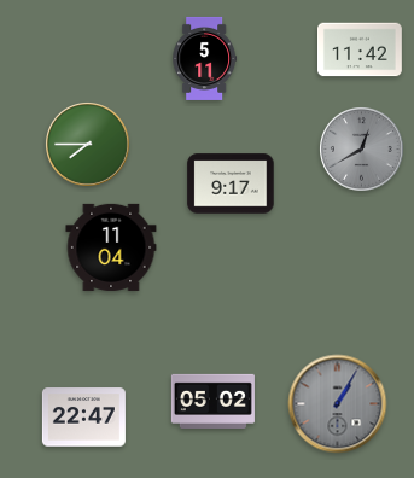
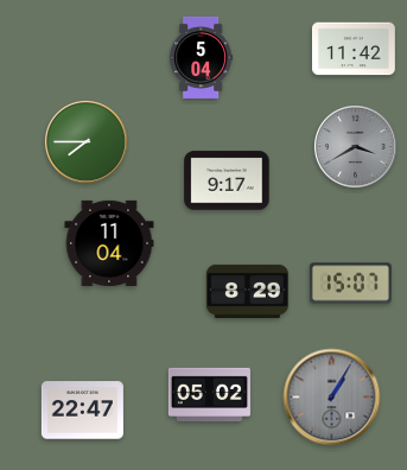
clock at (205, 58): 5:11 -> 5:04
clock at (362, 150): 12:40 -> 3:40
clock at (350, 284): none -> 15:07
clock at (247, 291): none -> 8:29
